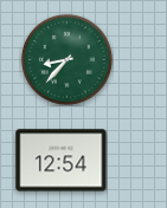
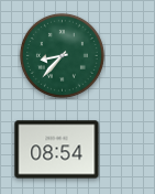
clock at (62, 161): 12:54 -> 08:54
